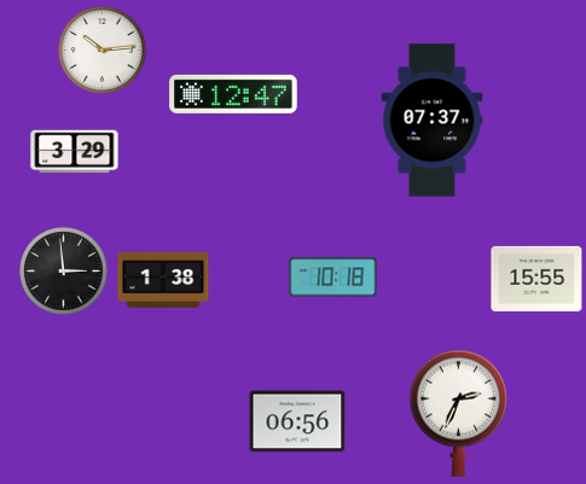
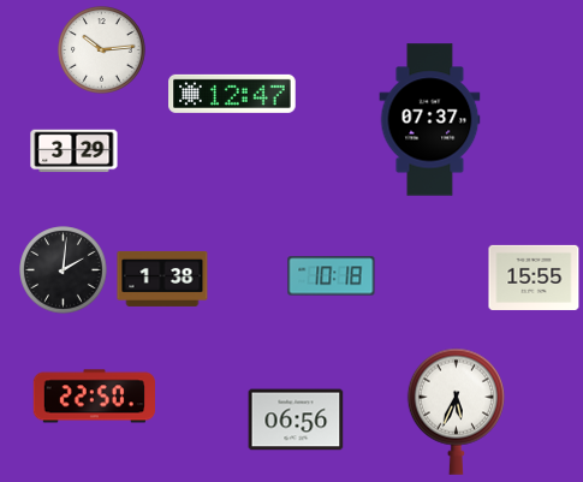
clock at (64, 272): 2:59 -> 2:01
clock at (94, 397): none -> 22:50
clock at (458, 413): 2:34 -> 5:34
